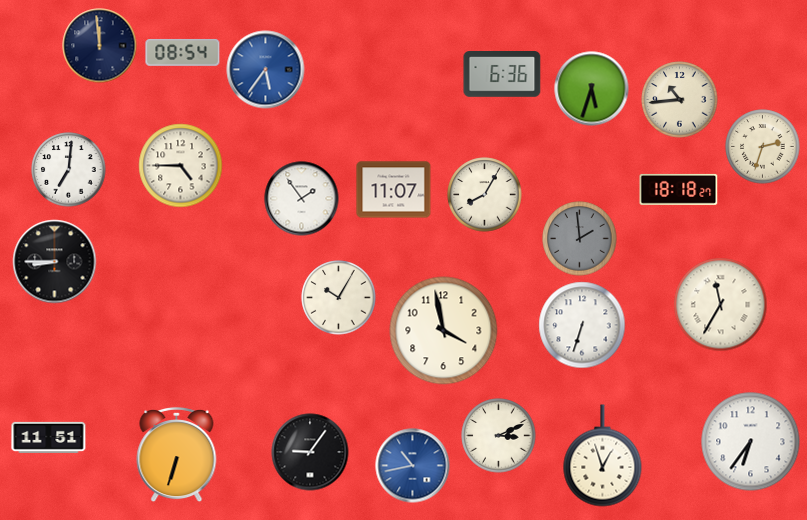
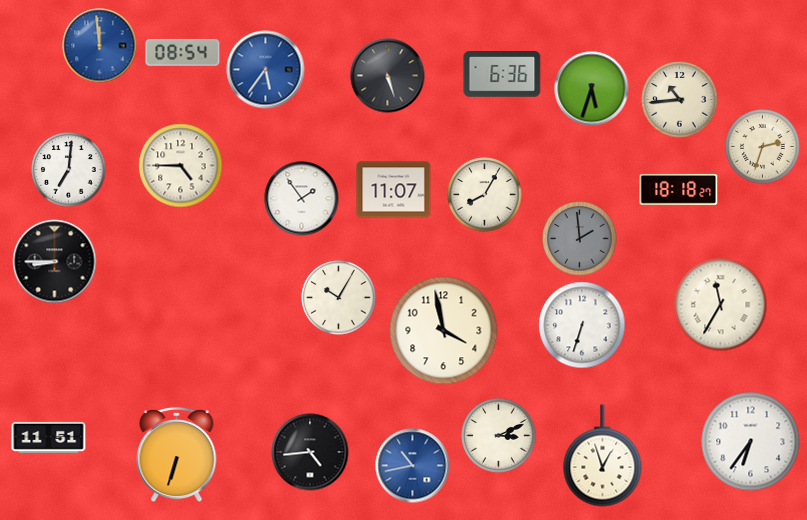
clock at (100, 46) dial: navy -> blue
clock at (388, 76): none -> 5:27
clock at (310, 452): 9:06 -> 4:44
